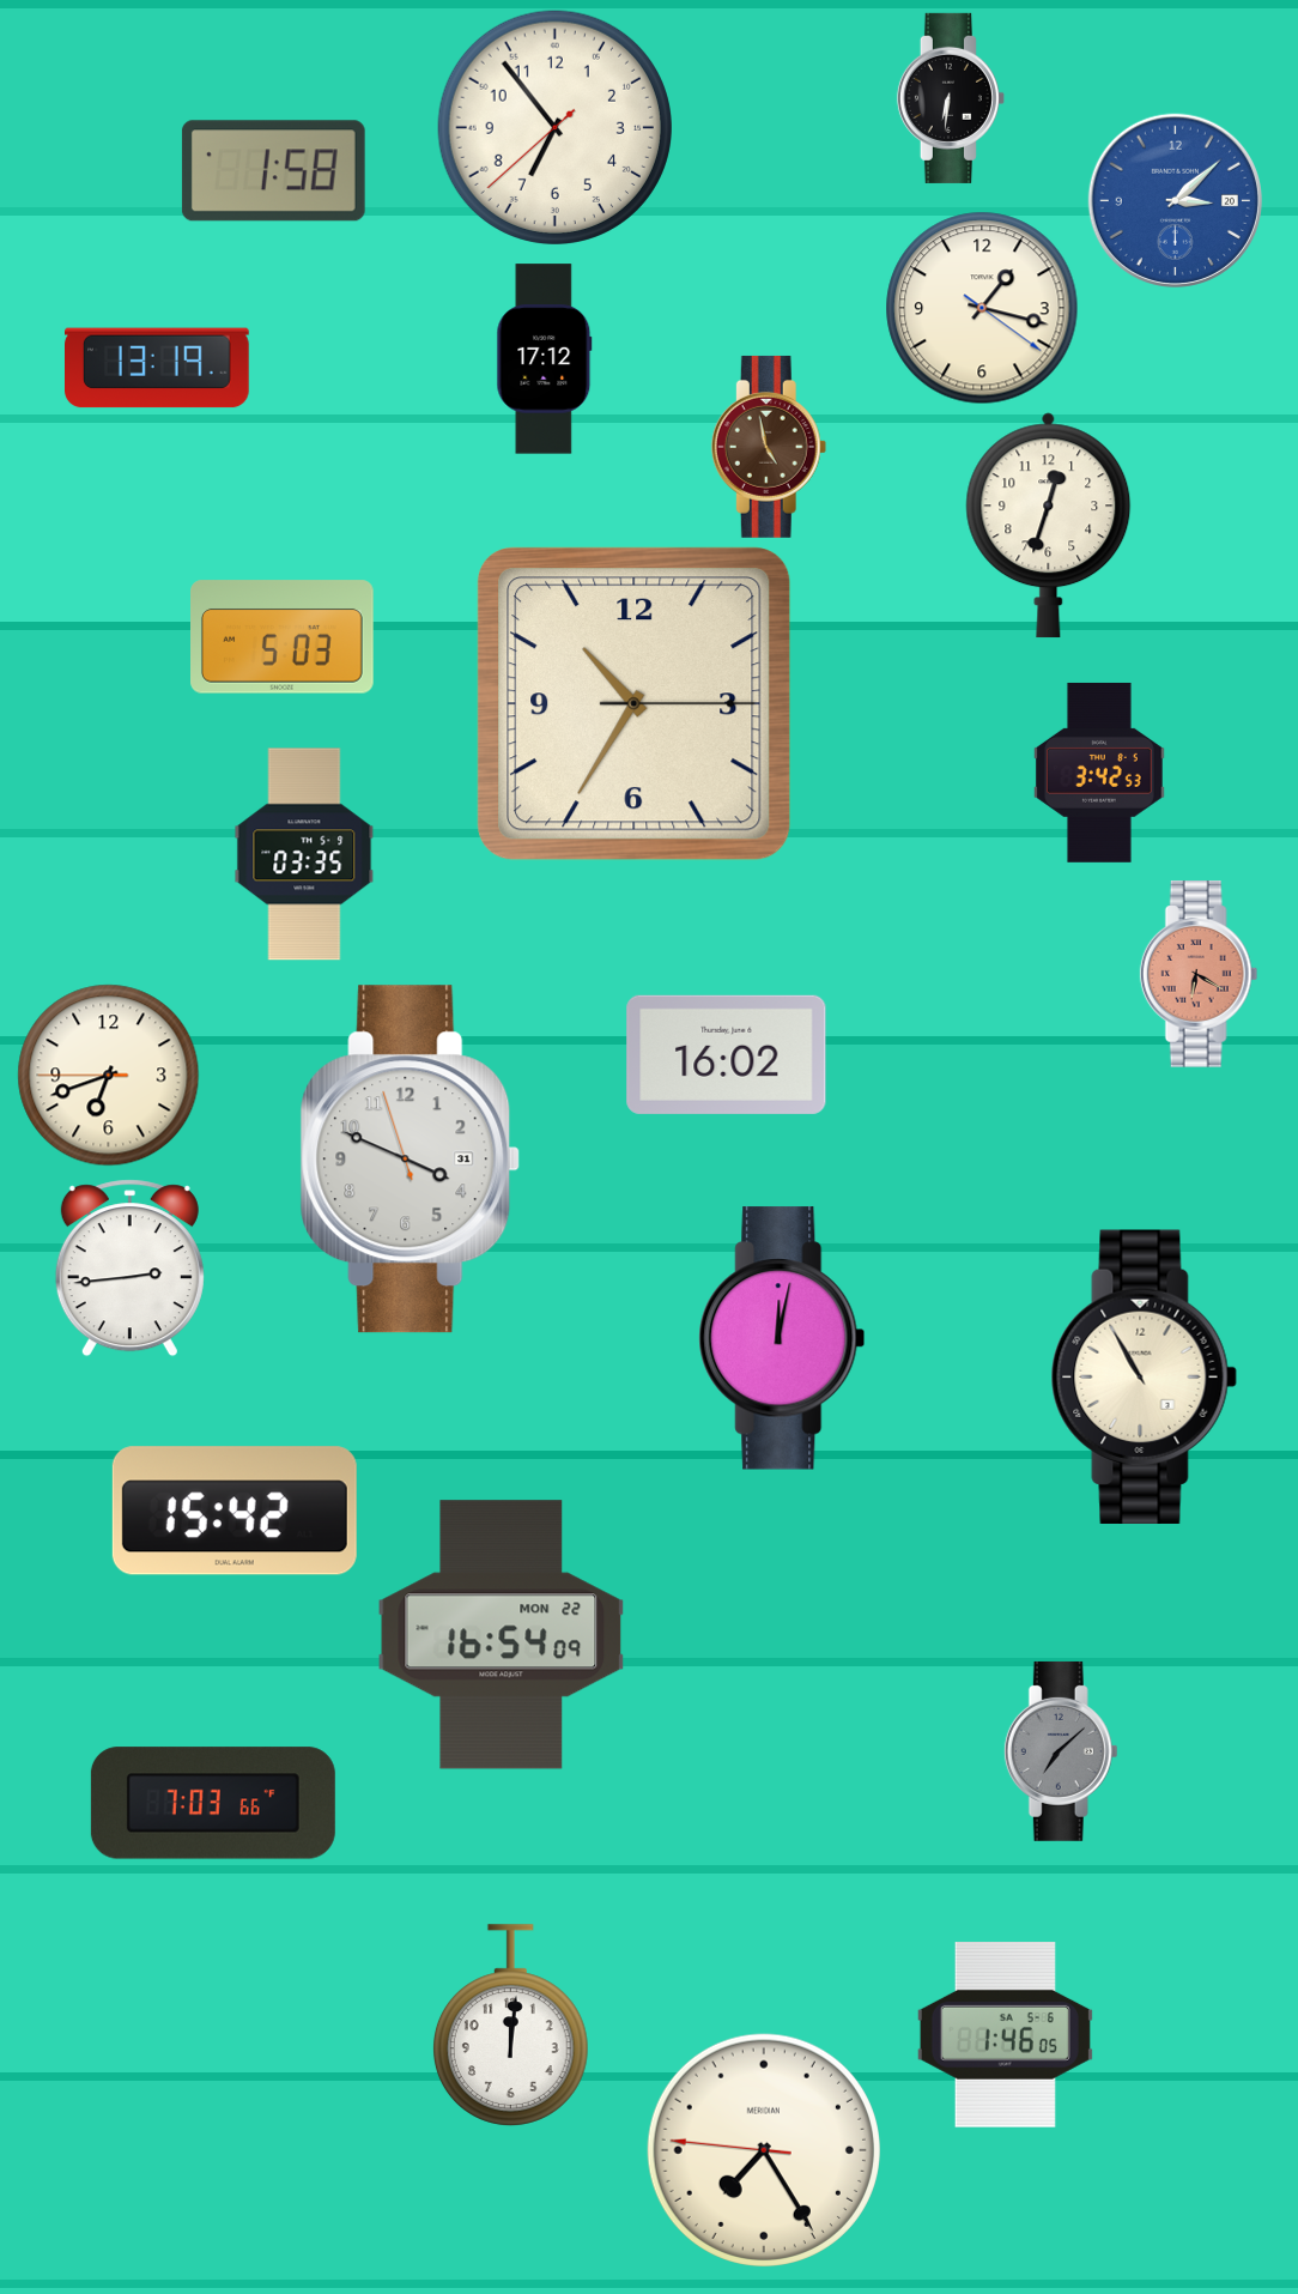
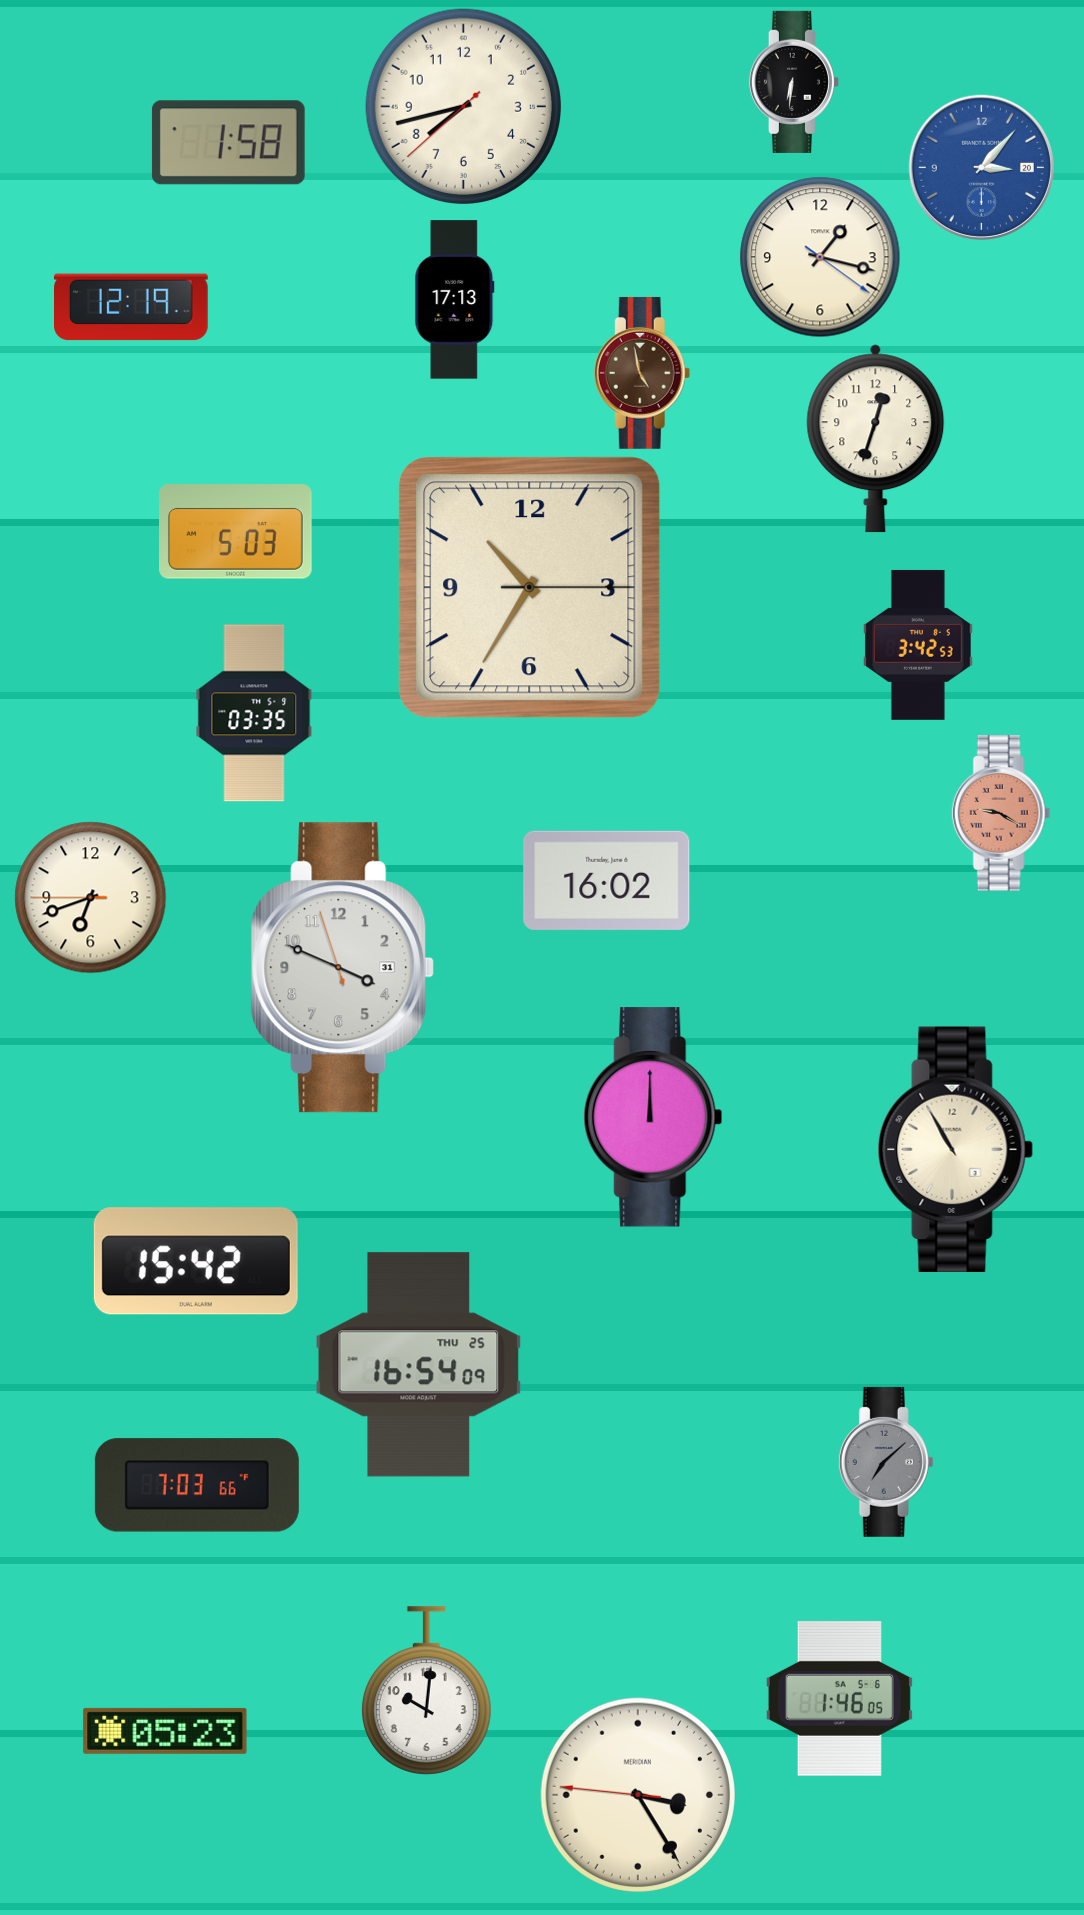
clock at (554, 127): 6:53 -> 7:42
clock at (1175, 200): 3:08 -> 3:07
clock at (545, 359): 17:12 -> 17:13
clock at (157, 368): 13:19 -> 12:19
clock at (1199, 974): 6:20 -> 9:20
clock at (129, 1269): 2:44 -> none
clock at (782, 1338): 12:02 -> 12:00
clock at (502, 1635) date: MON 22 -> THU 25
clock at (213, 1803) position: (213, 1803) -> (197, 1485)
clock at (510, 2026): 12:01 -> 10:01
clock at (165, 1731): none -> 05:23
clock at (764, 2150): 7:24 -> 3:24
